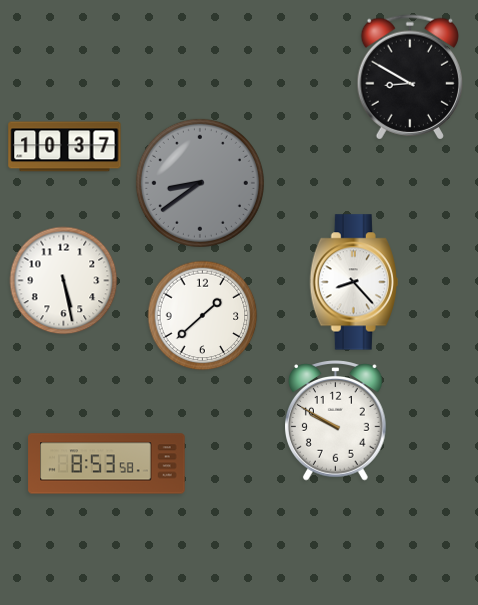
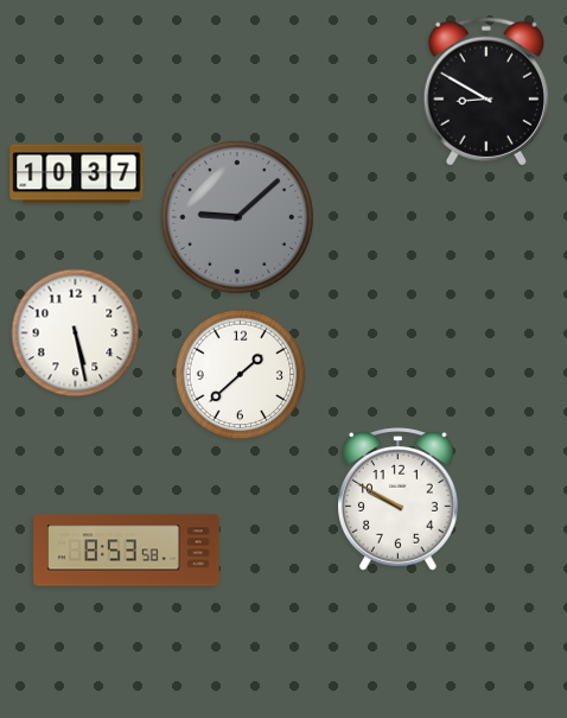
clock at (200, 183): 8:39 -> 9:08
clock at (353, 282): 8:23 -> none
